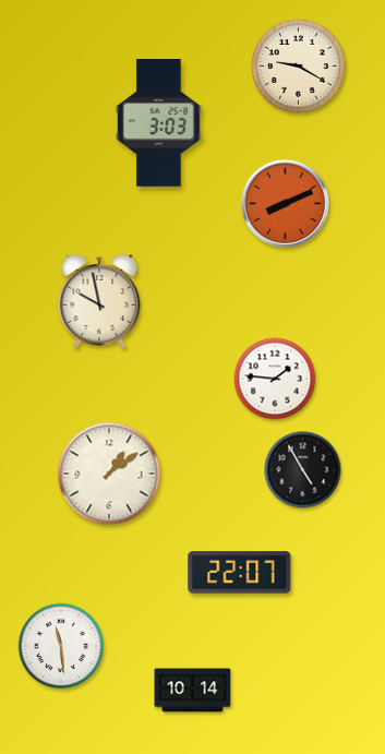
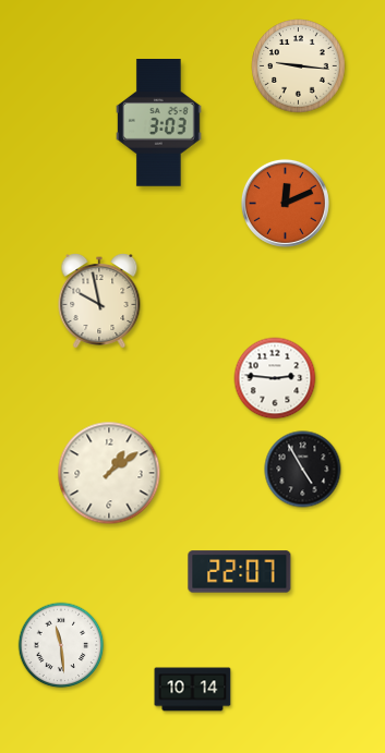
clock at (299, 67): 9:20 -> 9:16
clock at (285, 203): 8:11 -> 12:11
clock at (275, 379): 1:46 -> 2:46
